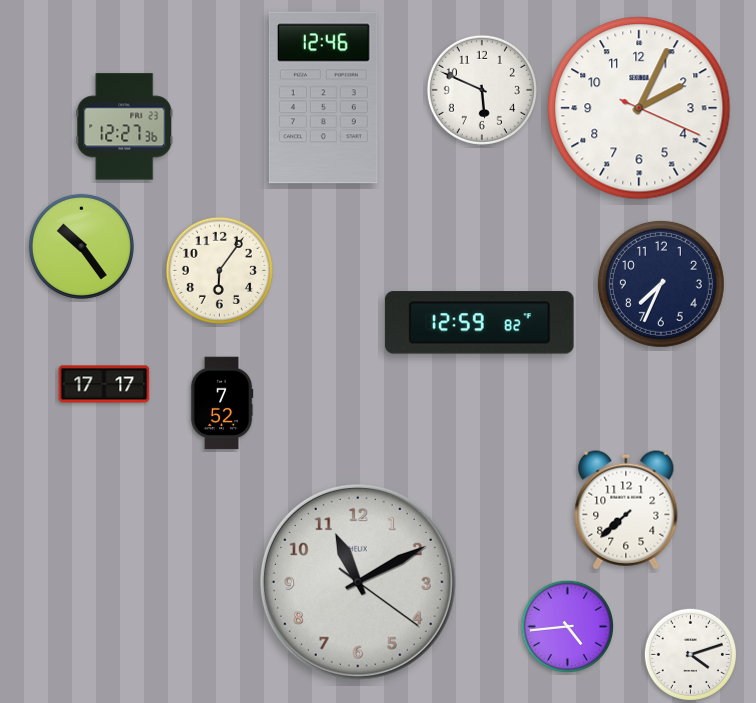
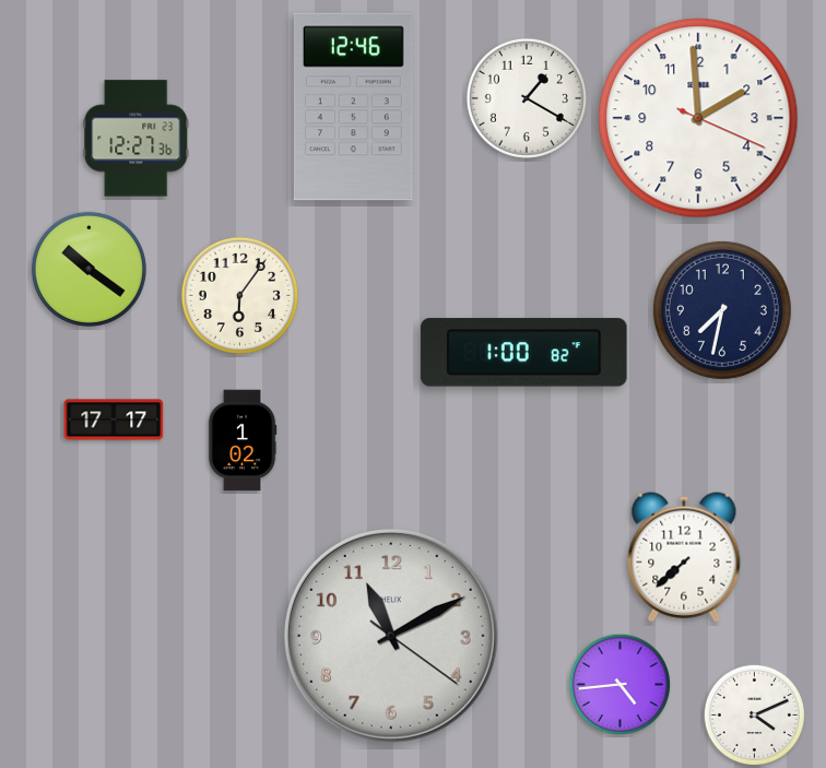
clock at (482, 90): 5:49 -> 1:20
clock at (639, 108): 2:04 -> 1:59
clock at (81, 246): 10:24 -> 10:21
clock at (661, 284): 7:34 -> 7:32
clock at (480, 323): 12:59 -> 1:00
clock at (222, 403): 7:52 -> 1:02
clock at (690, 654): 4:12 -> 4:11
